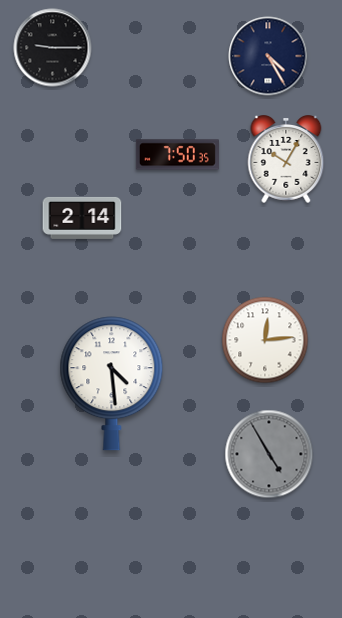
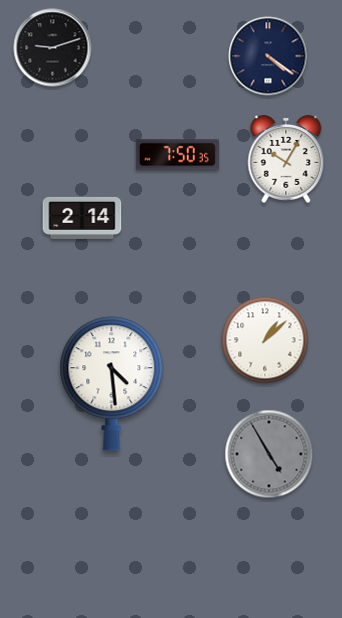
clock at (53, 48): 9:15 -> 9:12
clock at (268, 56): 4:25 -> 4:21
clock at (265, 340): 12:14 -> 1:08
